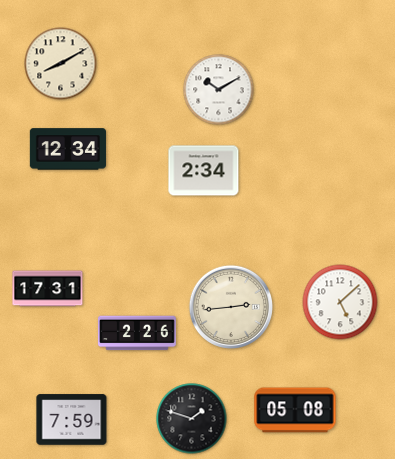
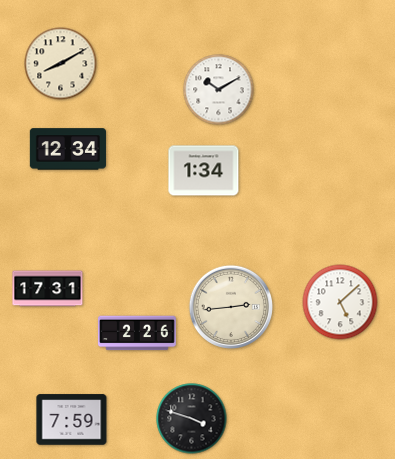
clock at (204, 171): 2:34 -> 1:34
clock at (295, 410): 05:08 -> none
clock at (192, 419): 1:48 -> 3:48
